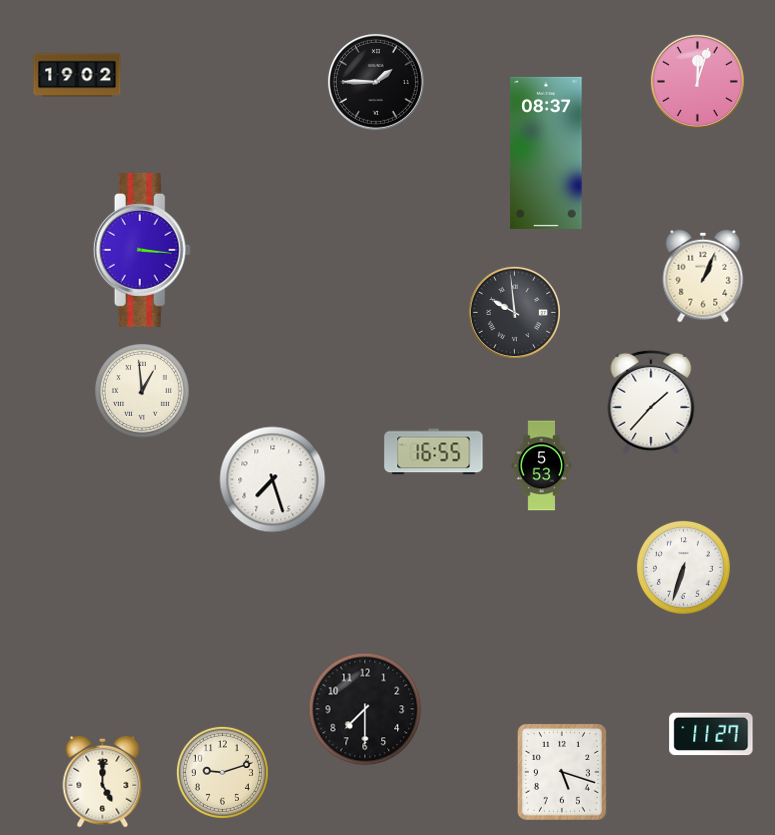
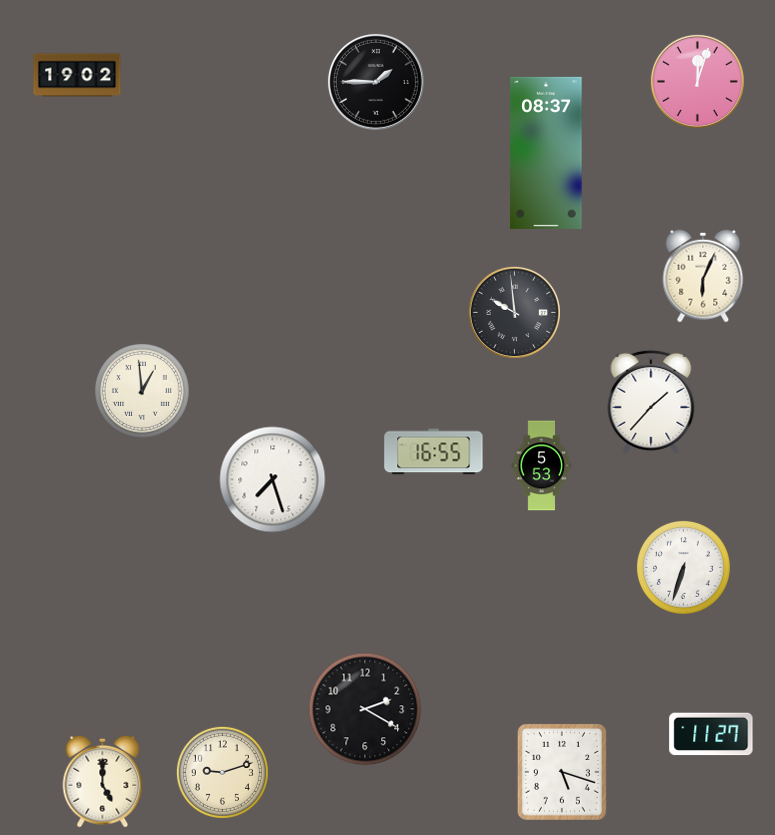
clock at (142, 250): 3:16 -> none
clock at (703, 276): 1:04 -> 6:04
clock at (365, 709): 7:30 -> 2:20
